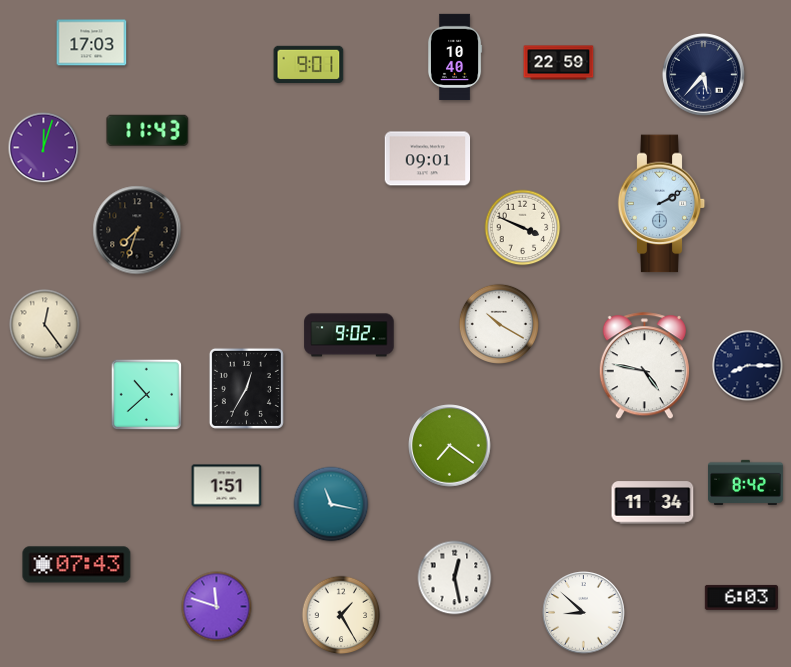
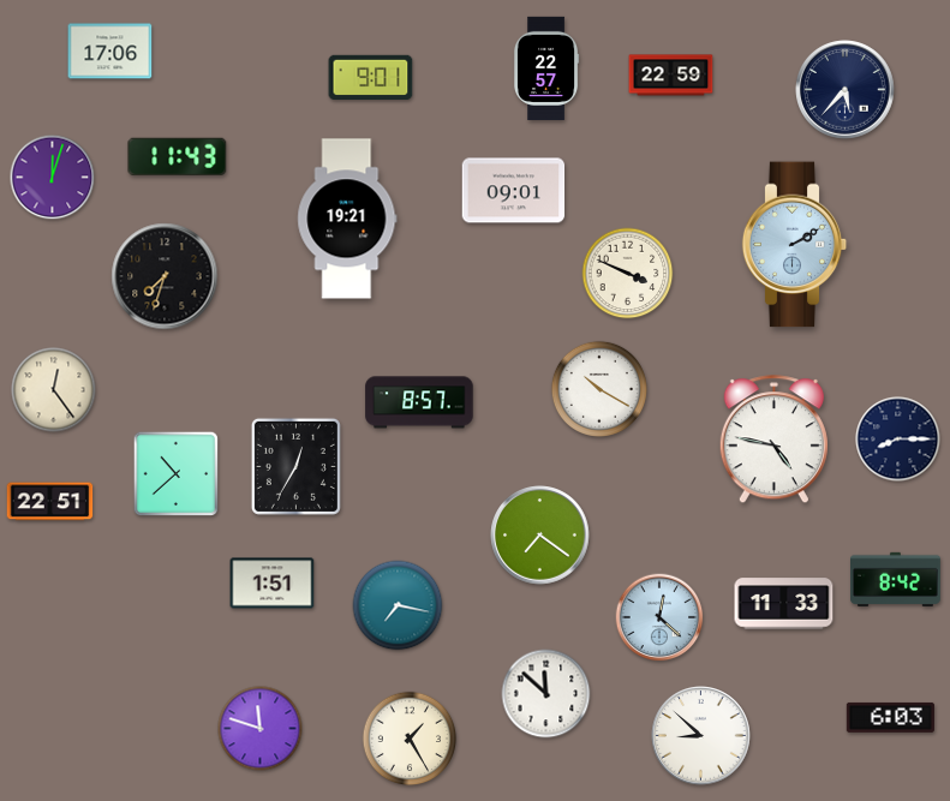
clock at (92, 43): 17:03 -> 17:06
clock at (455, 56): 10:40 -> 22:57
clock at (347, 219): none -> 19:21
clock at (349, 335): 9:02 -> 8:57
clock at (50, 502): none -> 22:51
clock at (653, 503): 11:34 -> 11:33
clock at (331, 504): 11:17 -> 7:17
clock at (659, 617): none -> 12:22
clock at (77, 565): 07:43 -> none
clock at (455, 578): 12:28 -> 11:52
